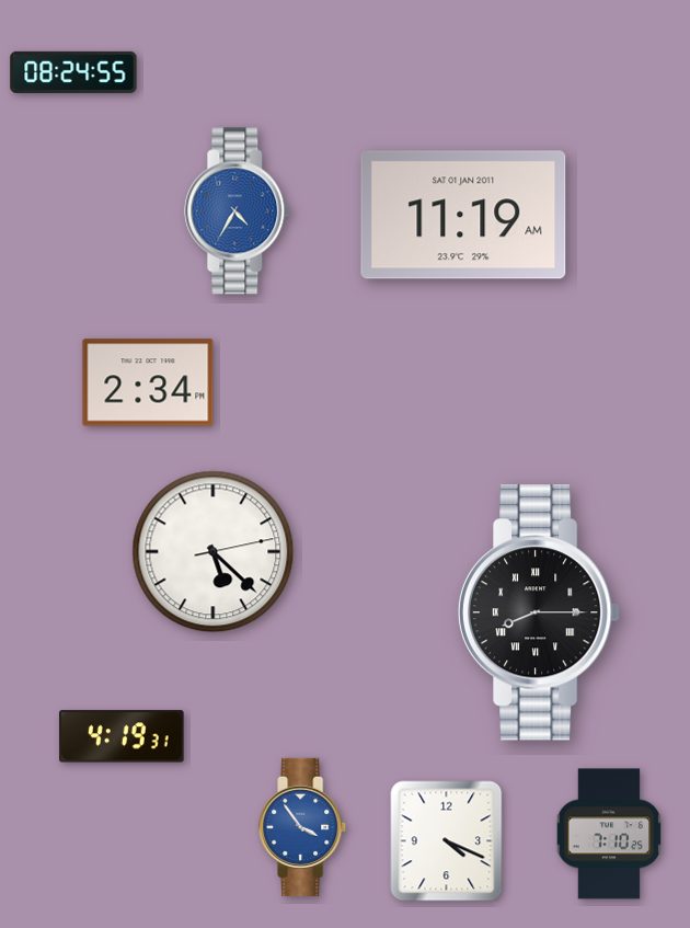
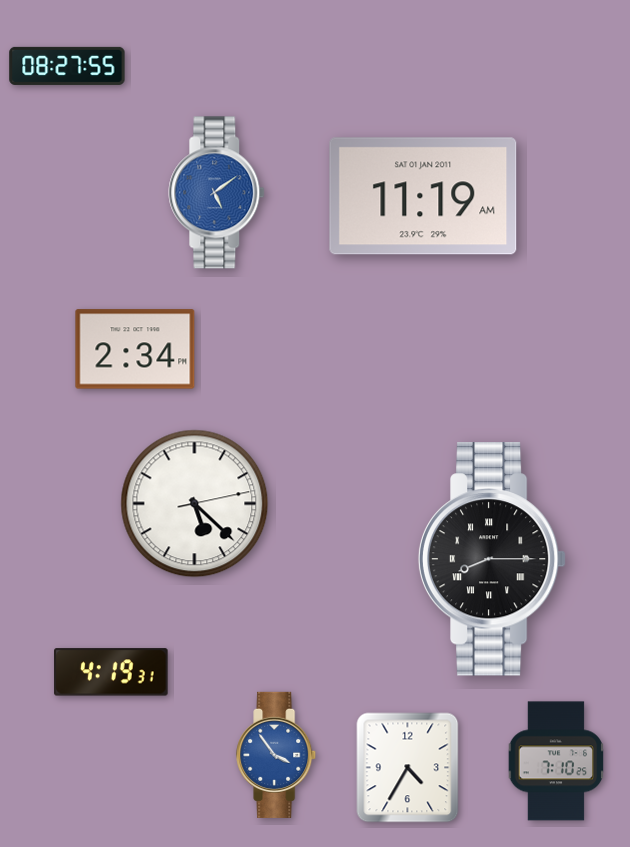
clock at (73, 72): 08:24 -> 08:27
clock at (238, 211): 4:35 -> 5:09
clock at (447, 841): 4:19 -> 4:35
